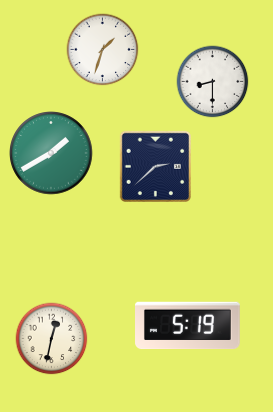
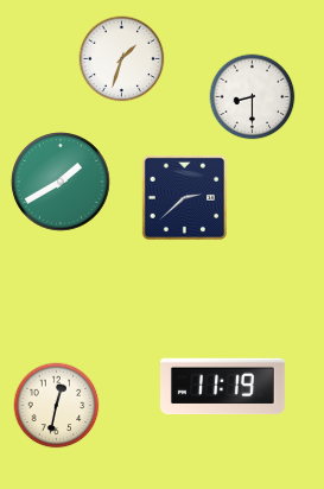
clock at (188, 326): 5:19 -> 11:19
clock at (52, 339) position: (52, 339) -> (57, 406)
